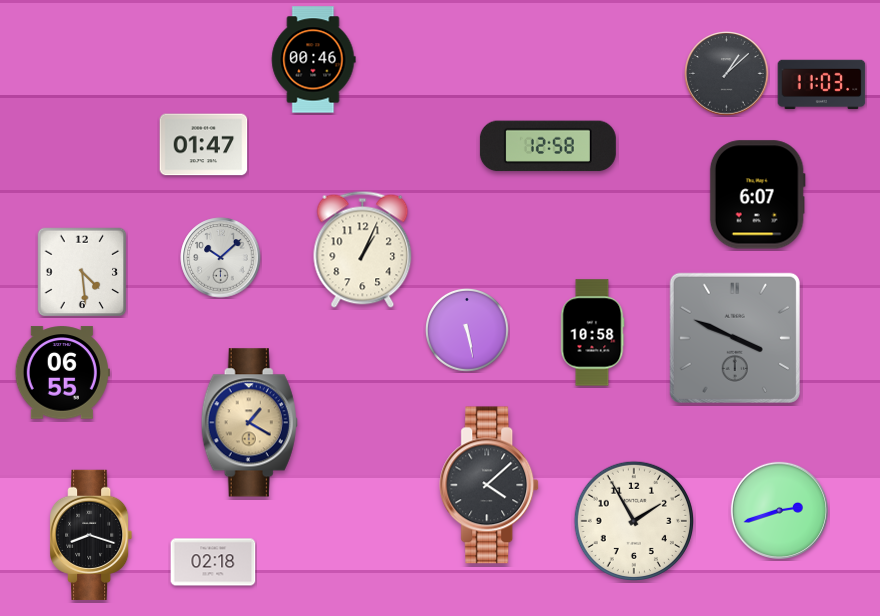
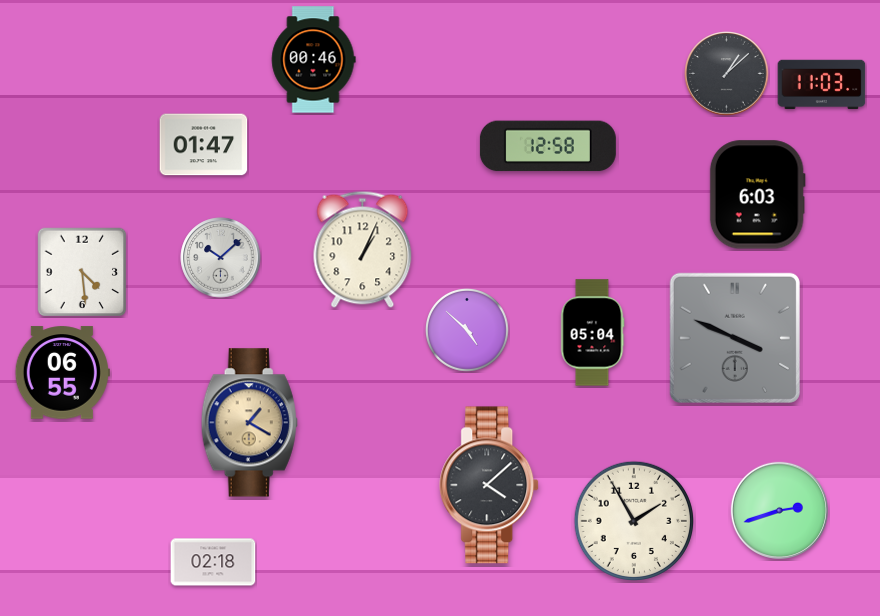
clock at (757, 195): 6:07 -> 6:03
clock at (468, 331): 5:28 -> 4:52
clock at (592, 333): 10:58 -> 05:04
clock at (91, 535): 8:18 -> none
